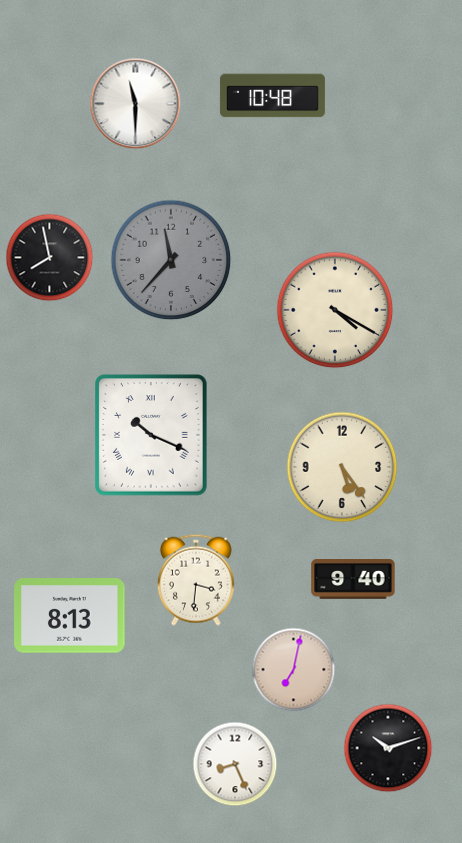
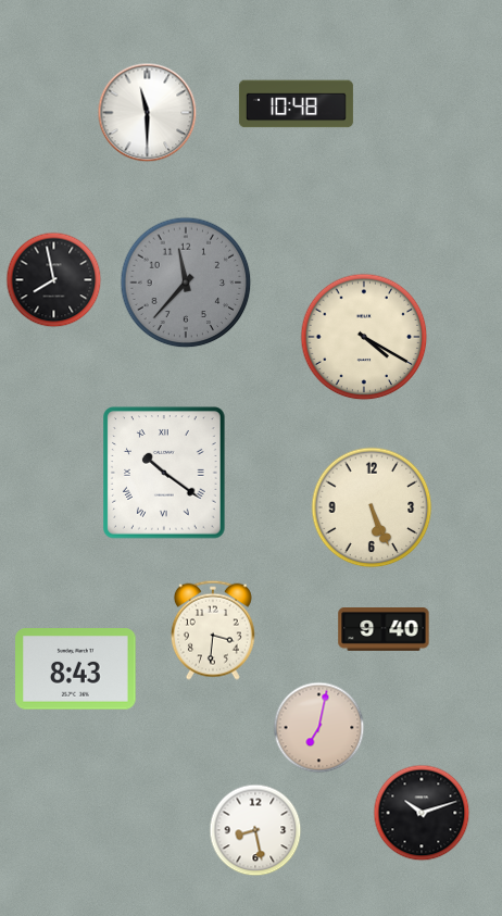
clock at (151, 435): 10:19 -> 10:21
clock at (342, 467): 5:24 -> 5:26
clock at (70, 616): 8:13 -> 8:43
clock at (235, 764): 8:26 -> 8:28
